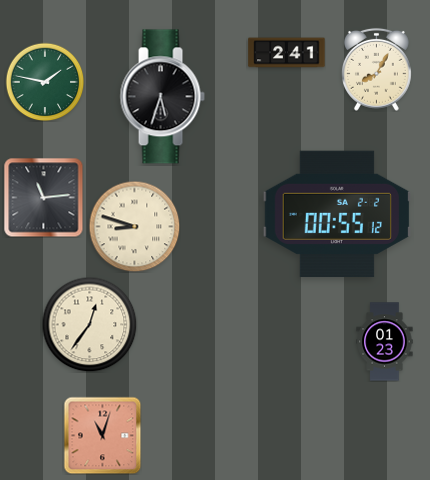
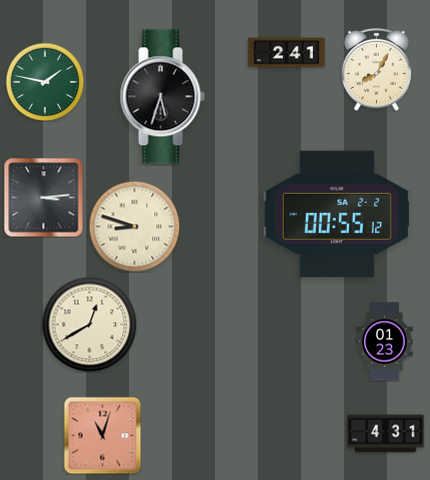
clock at (43, 197): 11:14 -> 3:14
clock at (89, 324): 12:36 -> 12:40
clock at (386, 434): none -> 4:31
